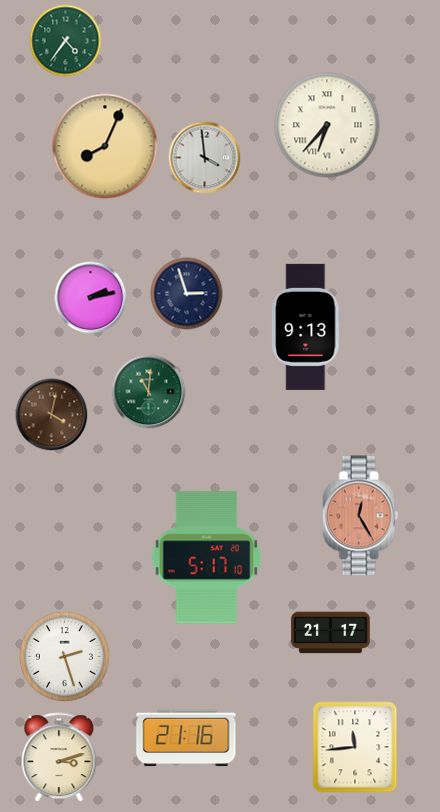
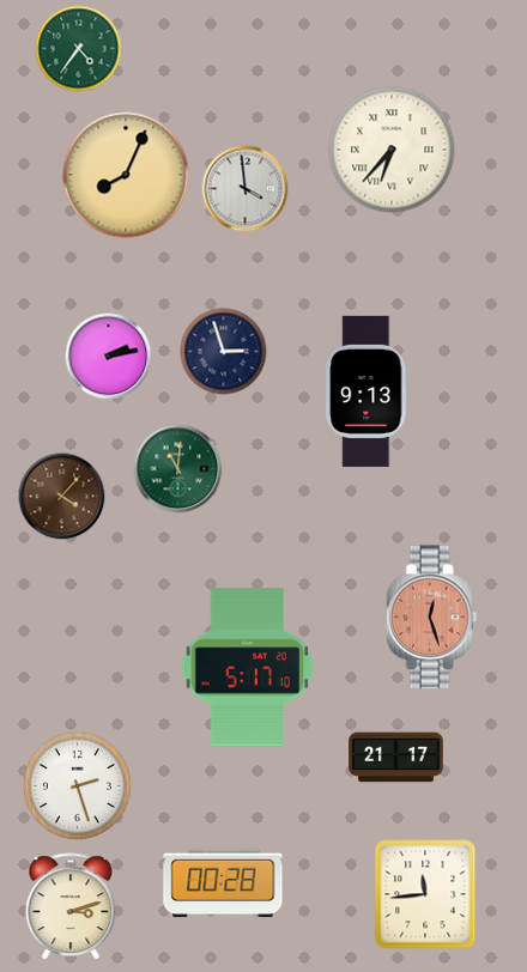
clock at (52, 415): 4:02 -> 4:07
clock at (360, 516): 12:25 -> 12:27
clock at (186, 738): 21:16 -> 00:28
